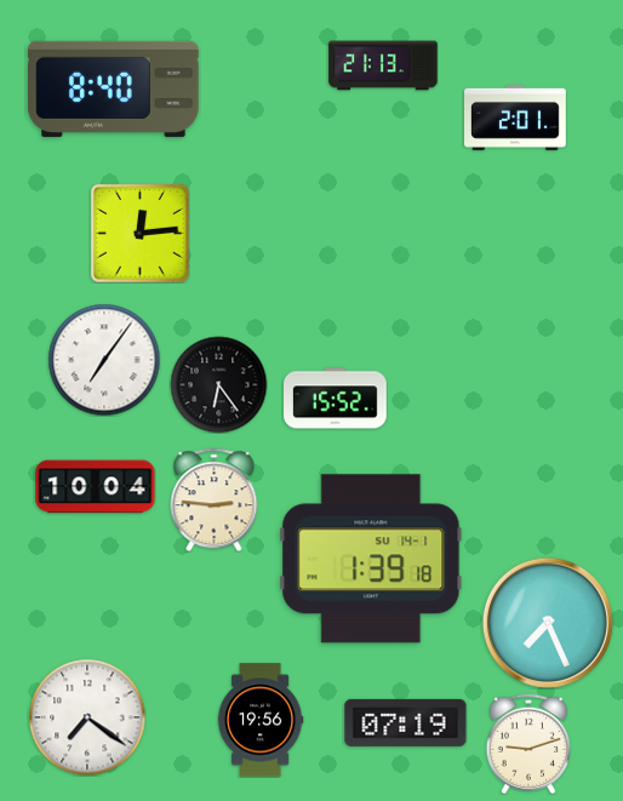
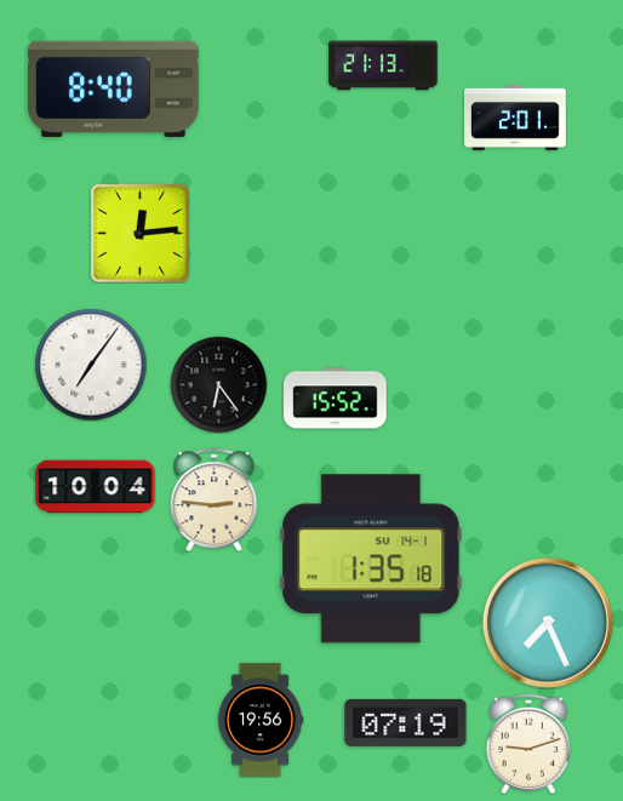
clock at (104, 360) position: (104, 360) -> (91, 365)
clock at (371, 559): 1:39 -> 1:35
clock at (87, 717): 7:21 -> none
